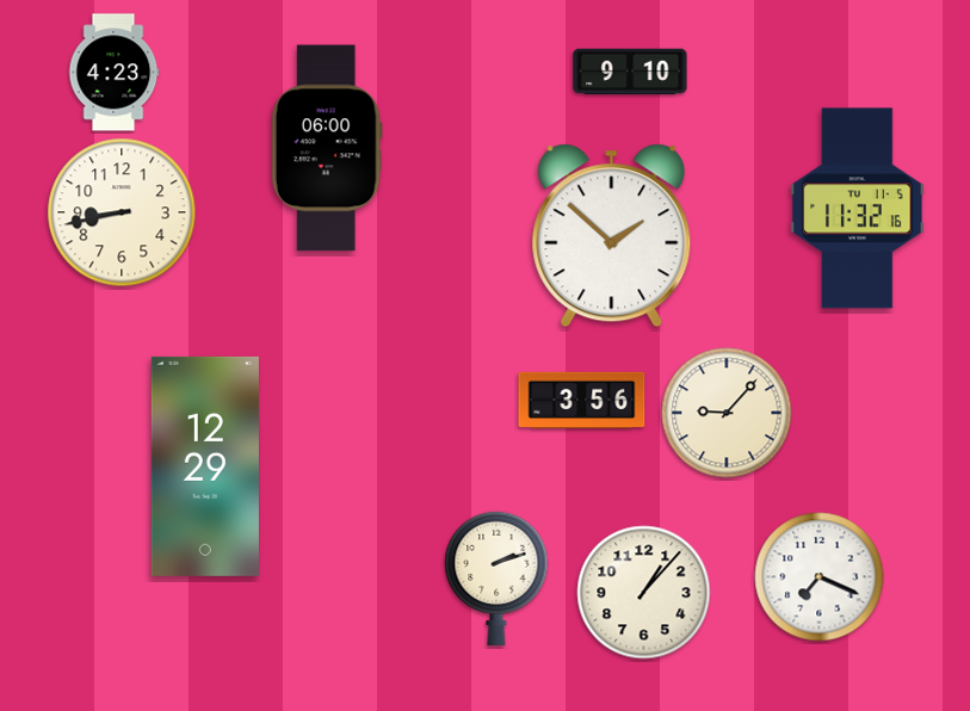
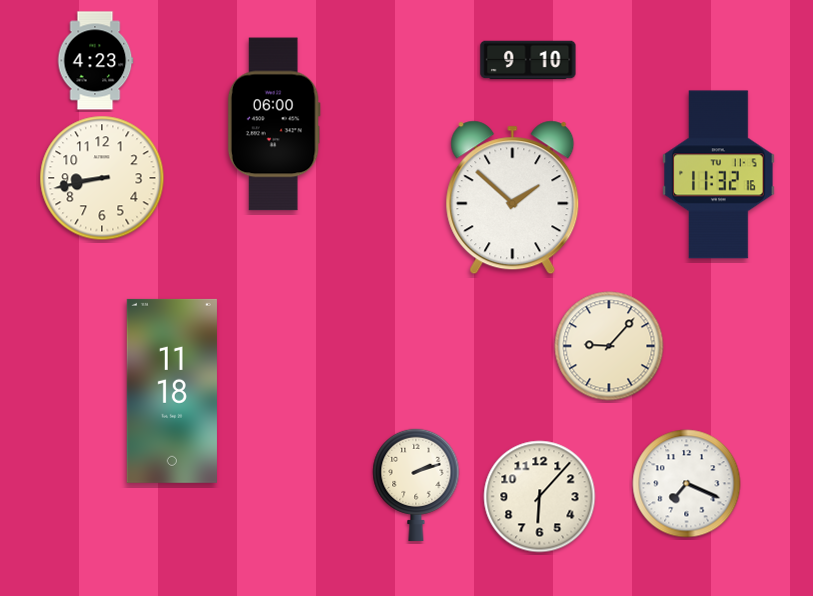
clock at (582, 400): 3:56 -> none
clock at (205, 466): 12:29 -> 11:18
clock at (644, 593): 1:07 -> 6:07
